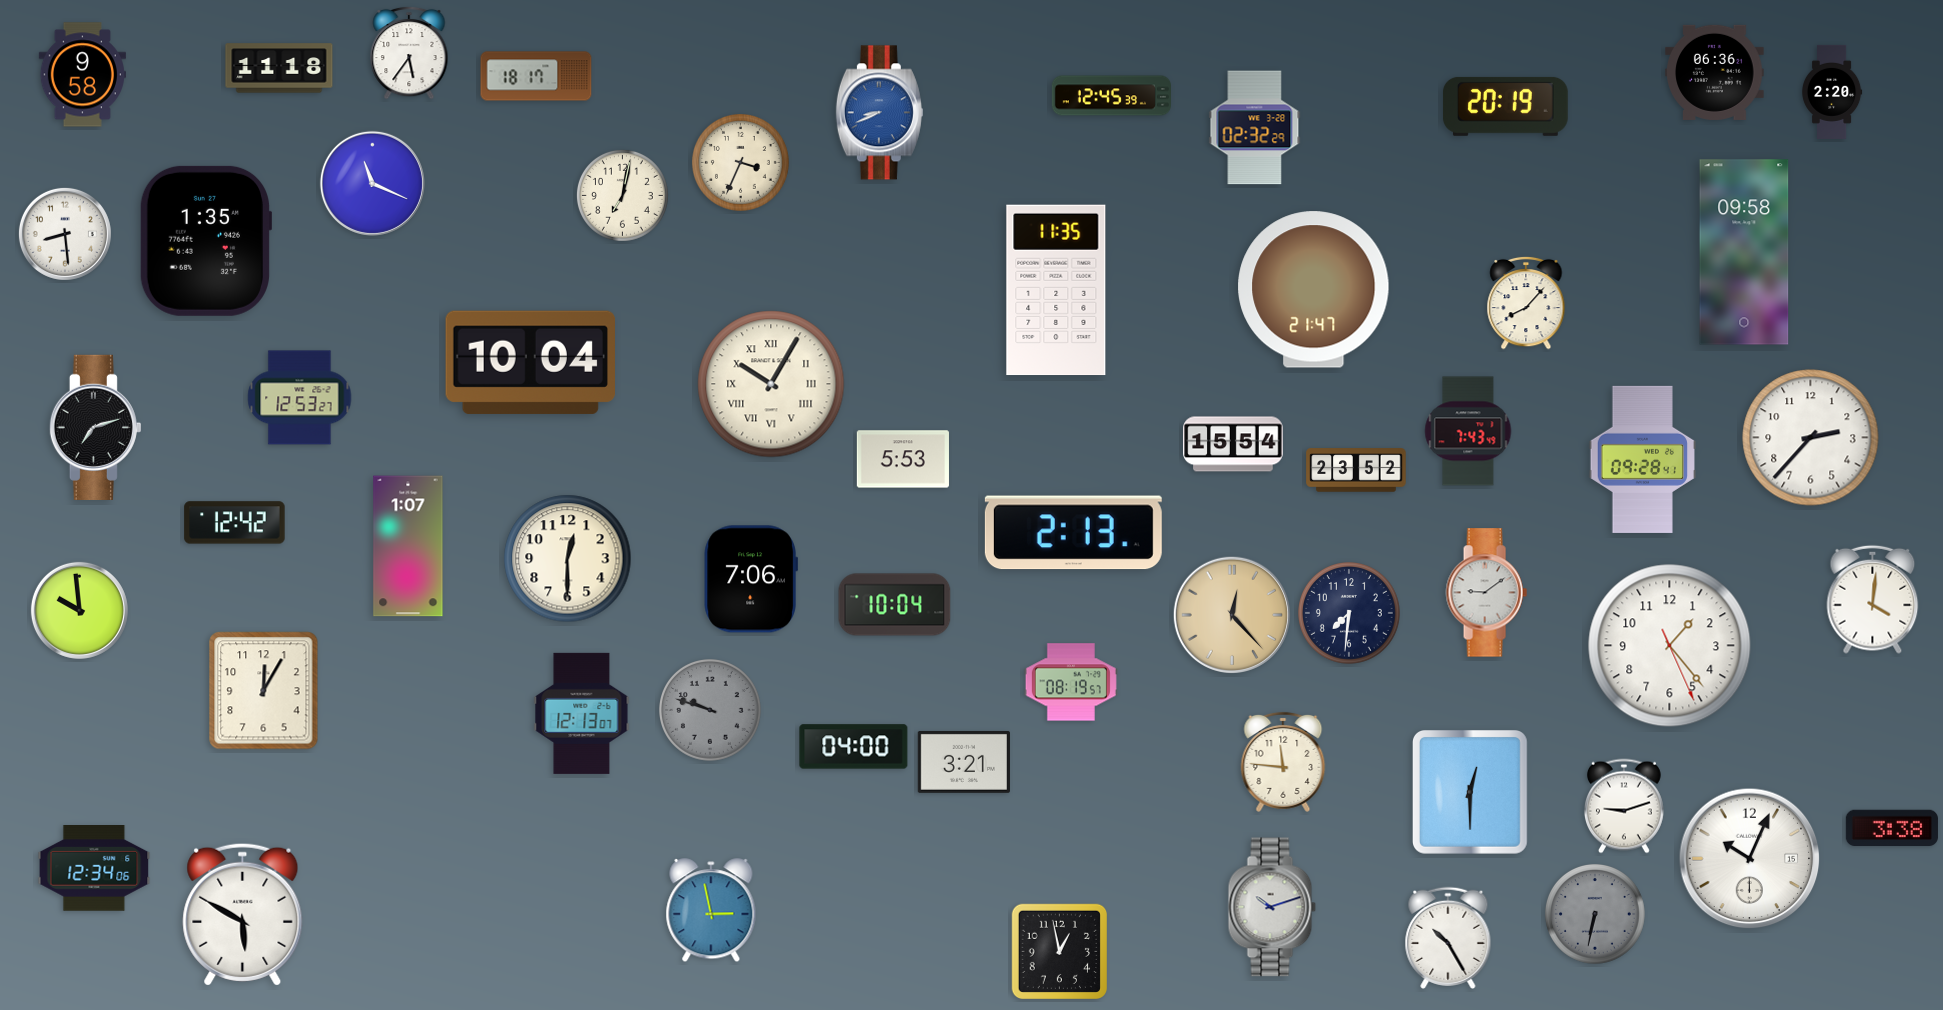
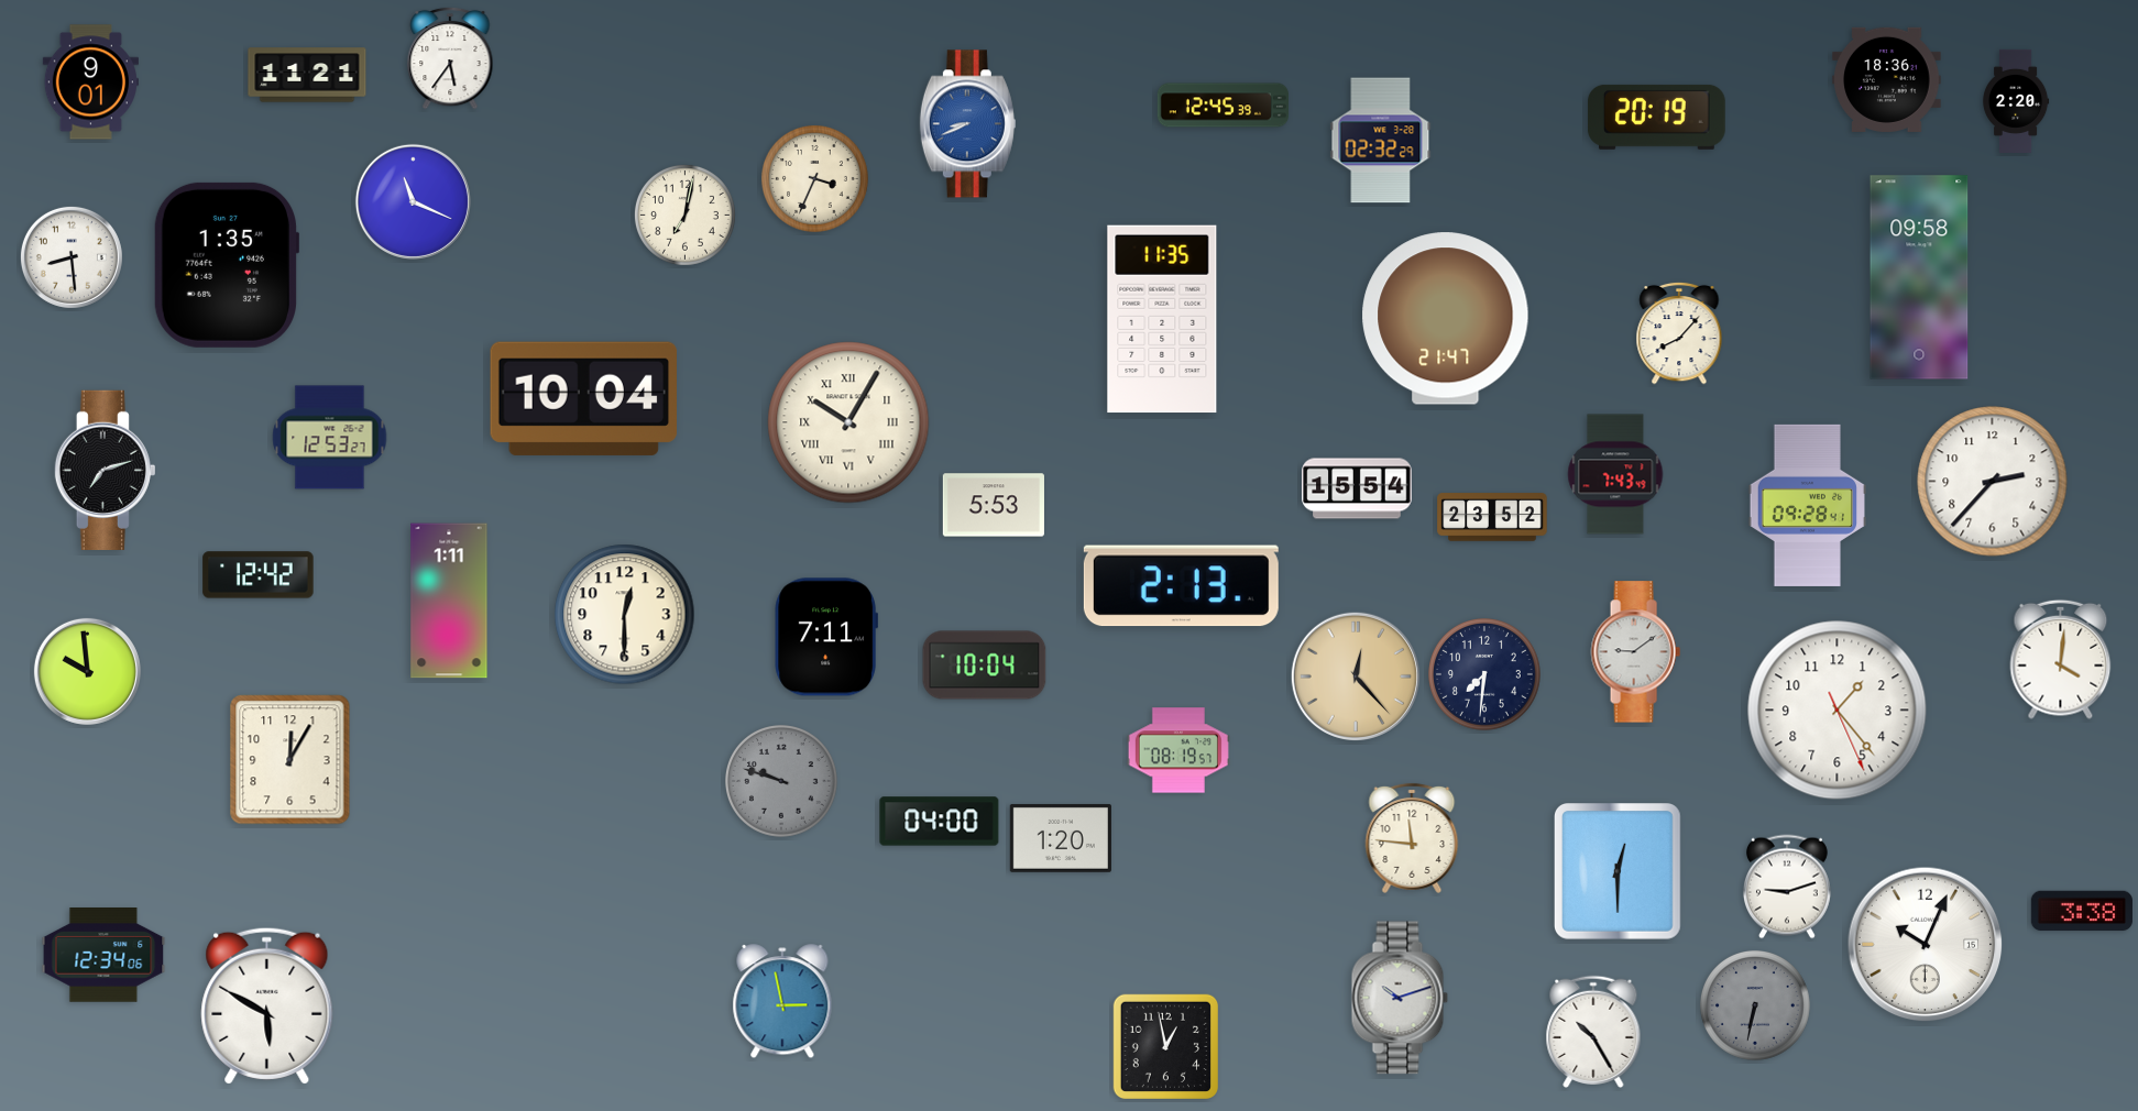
clock at (279, 68): 11:18 -> 11:21
clock at (1715, 72): 06:36 -> 18:36
clock at (82, 75): 9:58 -> 9:01
clock at (536, 76): 18:17 -> none
clock at (372, 183) position: (372, 183) -> (413, 201)
clock at (408, 546): 1:07 -> 1:11
clock at (751, 579): 7:06 -> 7:11
clock at (582, 713): 12:13 -> none
clock at (964, 762): 3:21 -> 1:20
